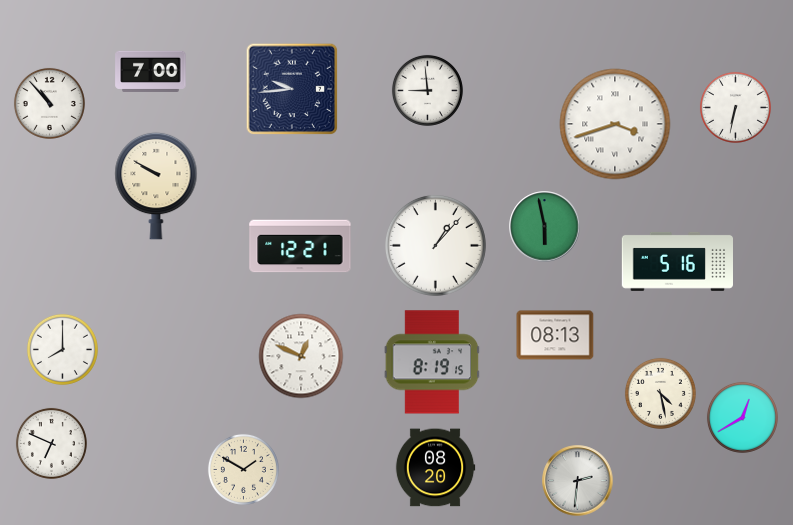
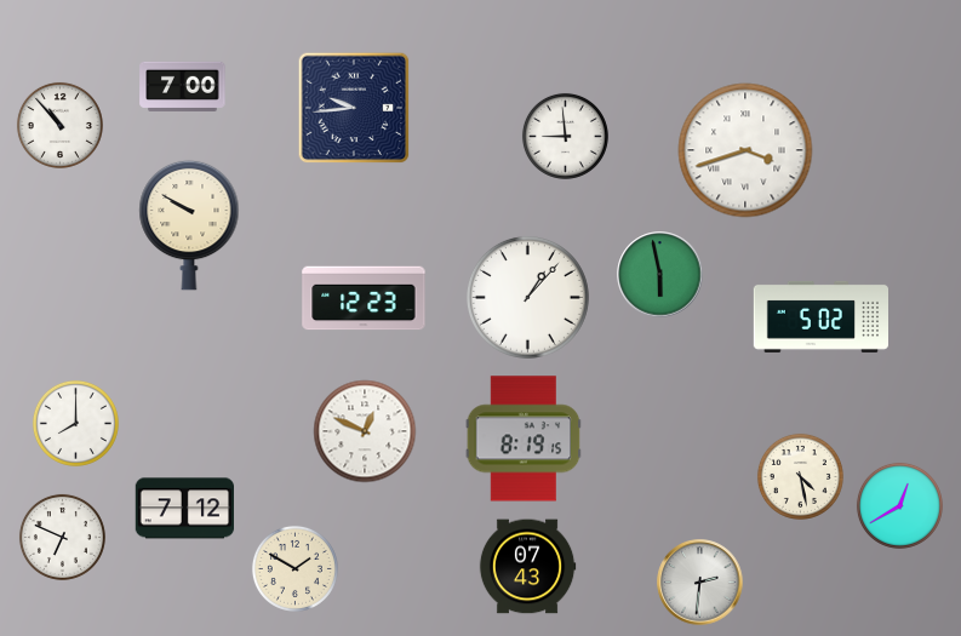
clock at (427, 90) position: (427, 90) -> (565, 136)
clock at (735, 107): 6:32 -> none
clock at (300, 246): 12:21 -> 12:23
clock at (677, 261): 5:16 -> 5:02
clock at (555, 335): 08:13 -> none
clock at (184, 509): none -> 7:12
clock at (435, 468): 08:20 -> 07:43
